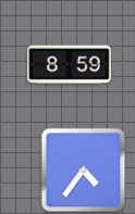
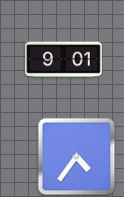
clock at (70, 65): 8:59 -> 9:01
